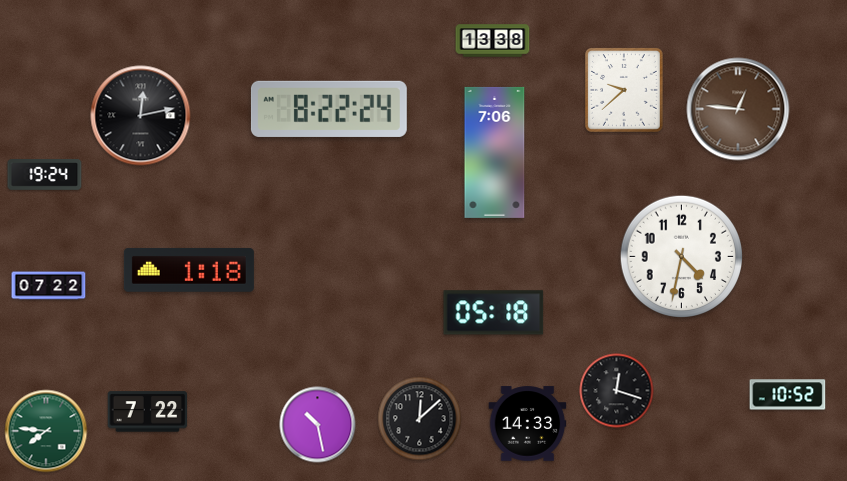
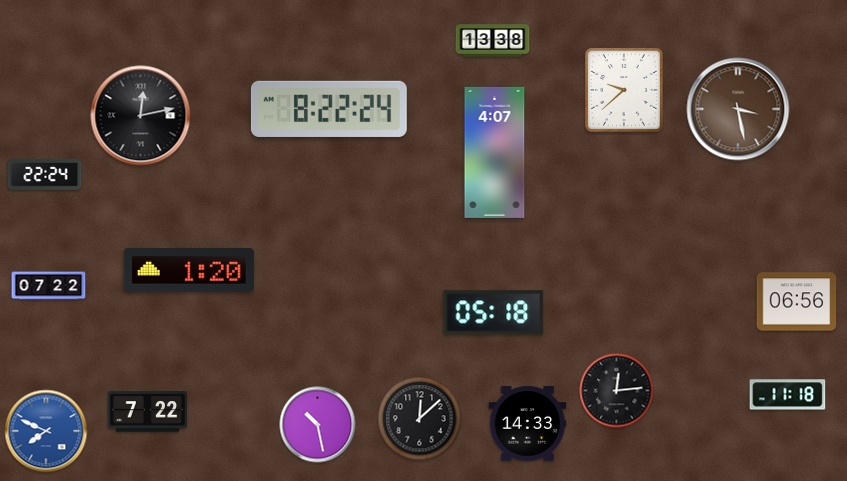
clock at (738, 109): 12:46 -> 3:28
clock at (495, 152): 7:06 -> 4:07
clock at (45, 175): 19:24 -> 22:24
clock at (681, 256): 4:32 -> none
clock at (189, 270): 1:18 -> 1:20
clock at (797, 302): none -> 06:56
clock at (617, 391): 12:18 -> 12:14
clock at (788, 395): 10:52 -> 11:18
clock at (46, 431): 7:46 -> 7:49
clock at (46, 431) dial: green -> blue
